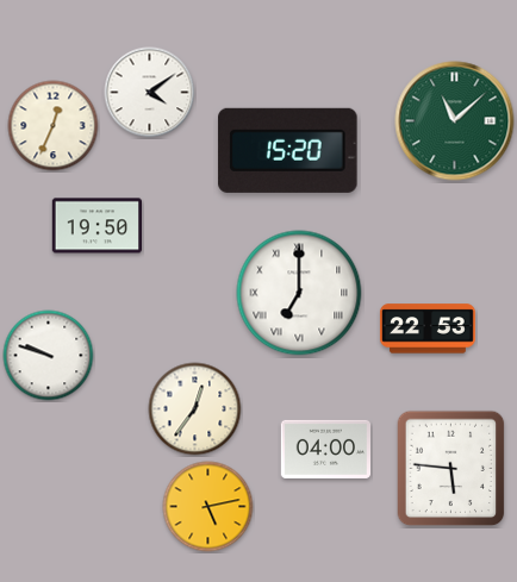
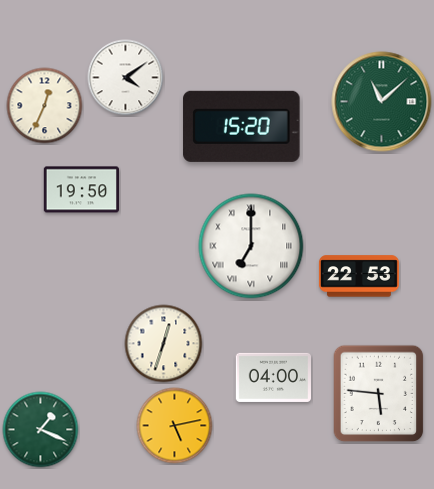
clock at (49, 356): 9:48 -> none
clock at (195, 409): 12:36 -> 12:33
clock at (41, 430): none -> 1:19
